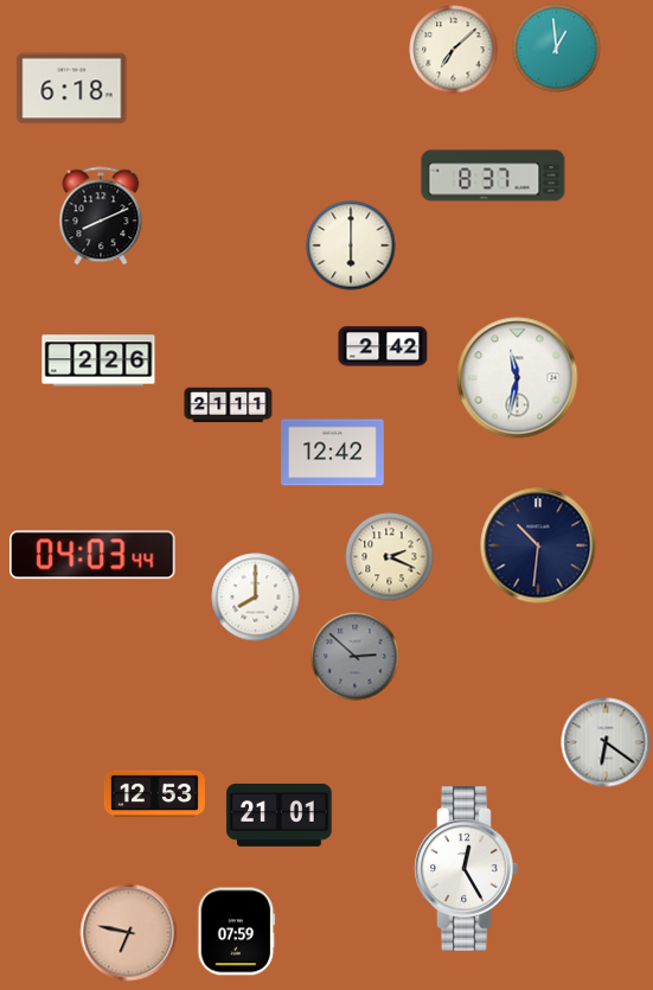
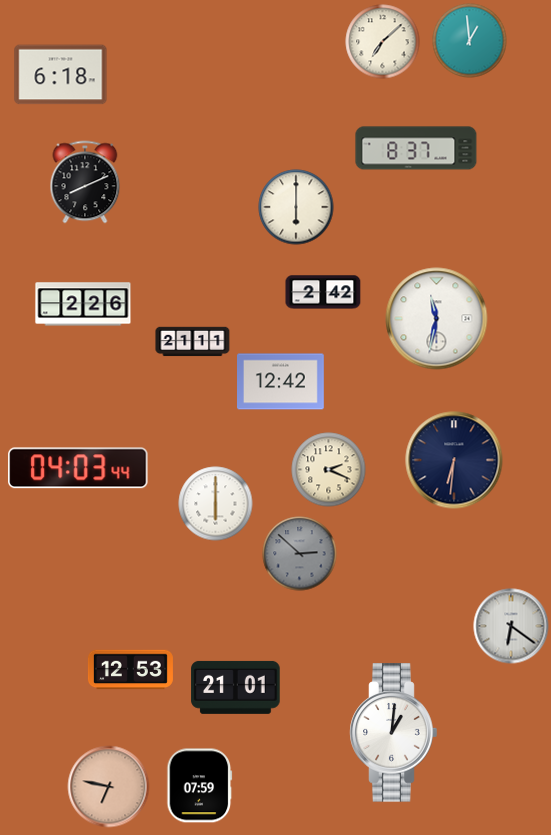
clock at (538, 545): 10:31 -> 6:31
clock at (256, 598): 8:00 -> 6:00
clock at (467, 869): 12:25 -> 1:01
